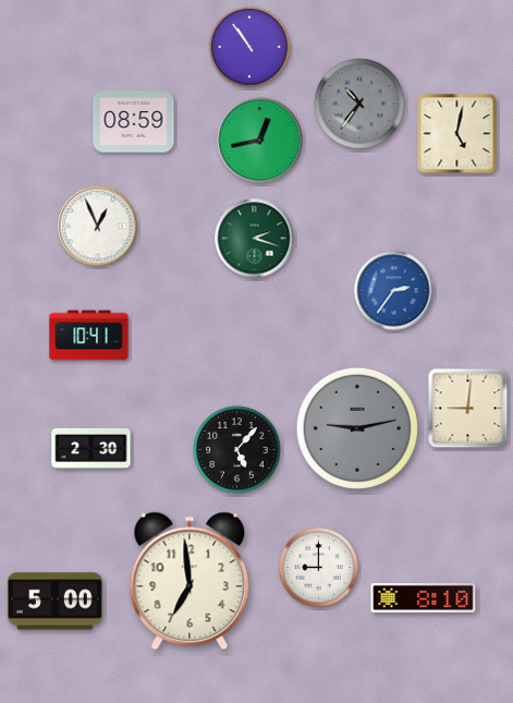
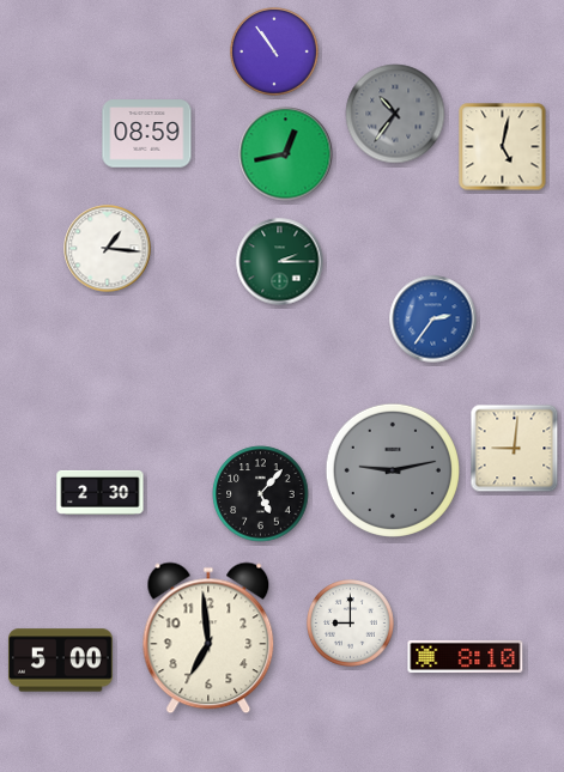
clock at (98, 227): 12:56 -> 1:16
clock at (255, 239): 2:18 -> 2:15
clock at (89, 336): 10:41 -> none
